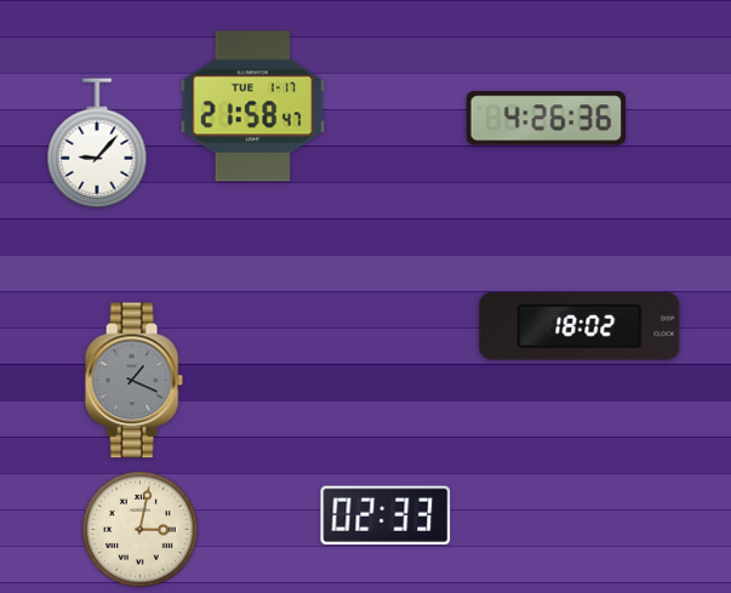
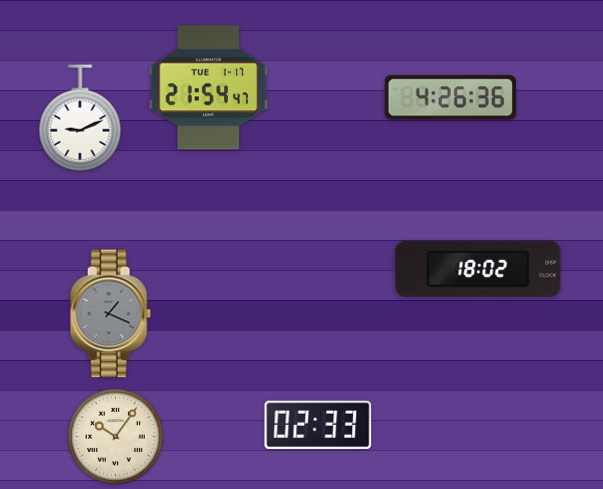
clock at (253, 107): 21:58 -> 21:54
clock at (97, 143): 9:07 -> 9:11
clock at (141, 530): 3:02 -> 10:06
